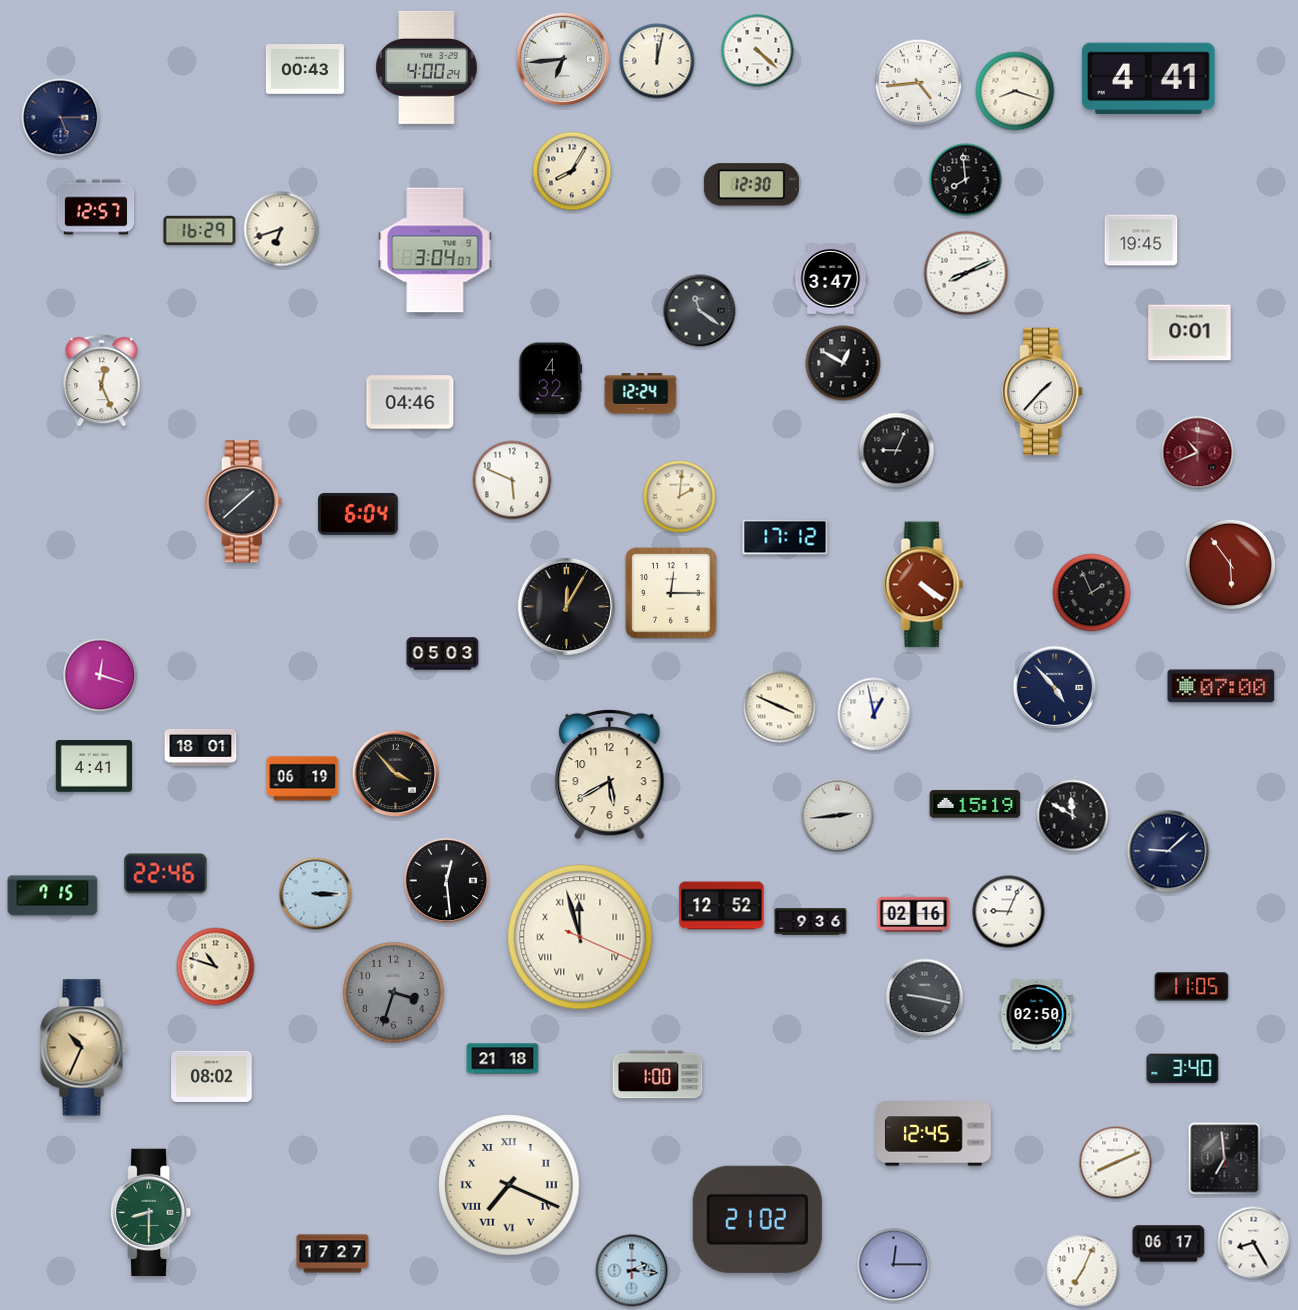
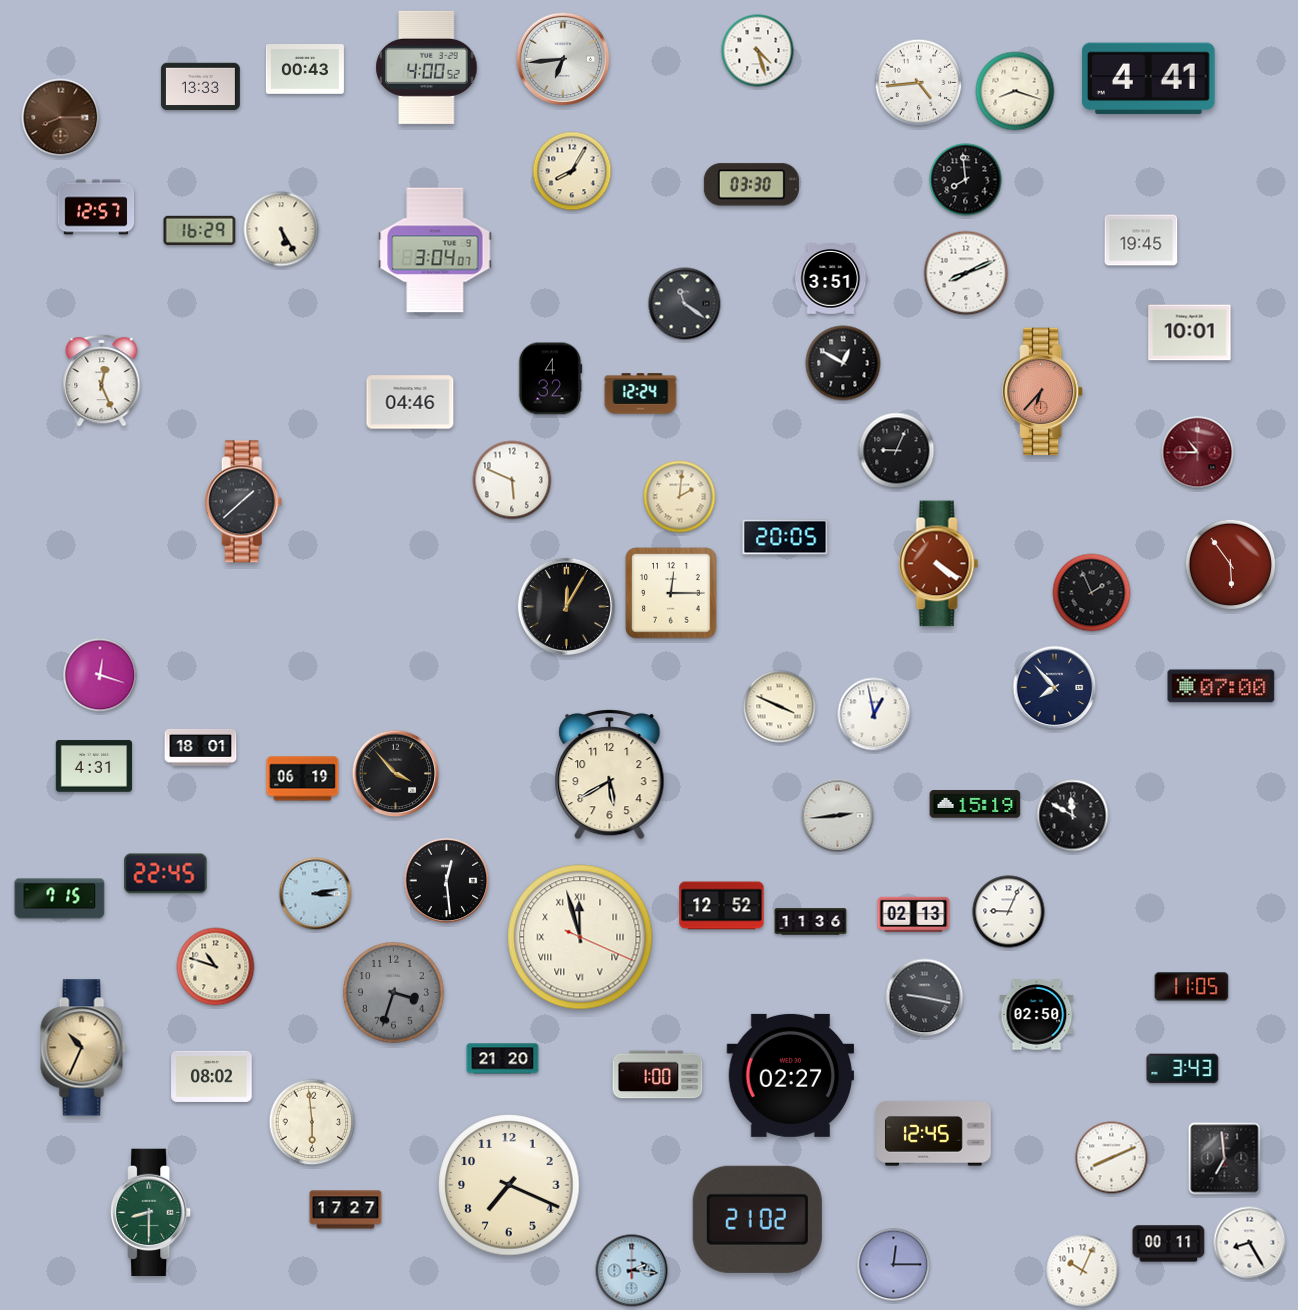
clock at (758, 51): 4:22 -> 4:27
clock at (657, 61): 12:02 -> none
clock at (427, 67): 4:00:24 -> 4:00:52
clock at (200, 87): none -> 13:33
clock at (61, 118): 5:15 -> 8:15
clock at (61, 118) dial: navy -> brown
clock at (751, 185): 12:30 -> 03:30
clock at (281, 229): 6:42 -> 5:25
clock at (831, 279): 3:47 -> 3:51
clock at (700, 311) position: (700, 311) -> (685, 304)
clock at (1190, 333): 0:01 -> 10:01
clock at (1043, 392): 1:37 -> 6:37
clock at (1043, 392) dial: white -> salmon
clock at (1198, 453): 10:41 -> 10:45
clock at (359, 514): 6:04 -> none
clock at (785, 537): 17:12 -> 20:05
clock at (924, 585) position: (924, 585) -> (939, 564)
clock at (443, 654): 05:03 -> none
clock at (1055, 688): 4:53 -> 7:53
clock at (94, 766): 4:41 -> 4:31
clock at (1168, 851): 9:08 -> none
clock at (166, 874): 22:46 -> 22:45
clock at (316, 894): 3:15 -> 3:13
clock at (53, 896) position: (53, 896) -> (60, 899)
clock at (914, 914): 02:16 -> 02:13
clock at (811, 922): 9:36 -> 11:36
clock at (503, 1059): 21:18 -> 21:20
clock at (1183, 1069): 3:40 -> 3:43
clock at (791, 1075): none -> 02:27
clock at (312, 1122): none -> 5:59
clock at (1116, 1163) position: (1116, 1163) -> (1112, 1158)
clock at (509, 1185) numerals: Roman -> Arabic
clock at (1254, 1243) position: (1254, 1243) -> (1250, 1243)
clock at (1169, 1244): 06:17 -> 00:11
clock at (333, 1254) position: (333, 1254) -> (346, 1210)
clock at (1083, 1271): 7:04 -> 10:04
